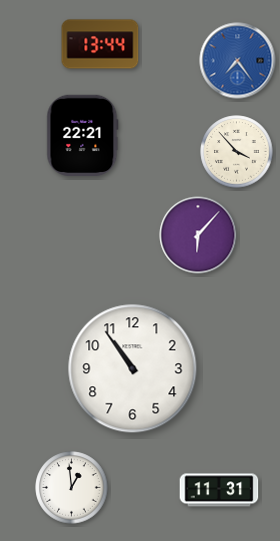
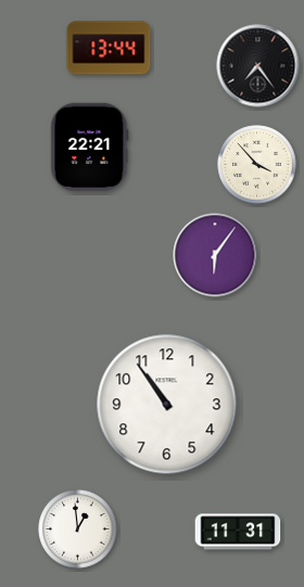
clock at (238, 61) dial: blue -> black
clock at (198, 235): 6:07 -> 6:06
clock at (133, 369) position: (133, 369) -> (167, 405)
